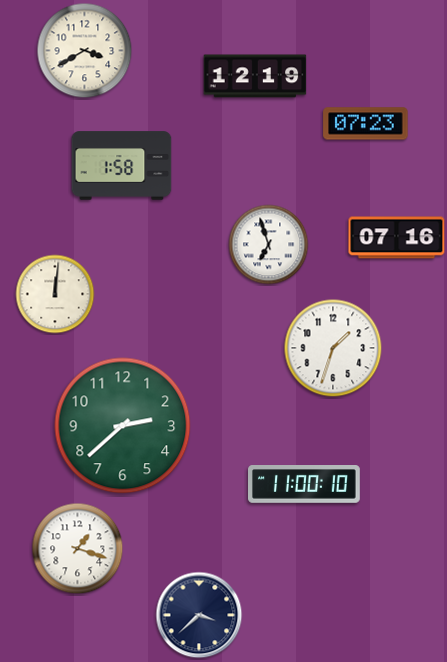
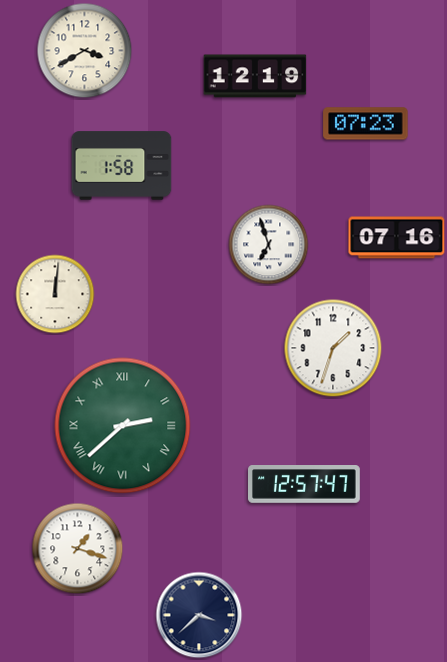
clock at (123, 426) numerals: Arabic -> Roman
clock at (305, 484): 11:00 -> 12:57
